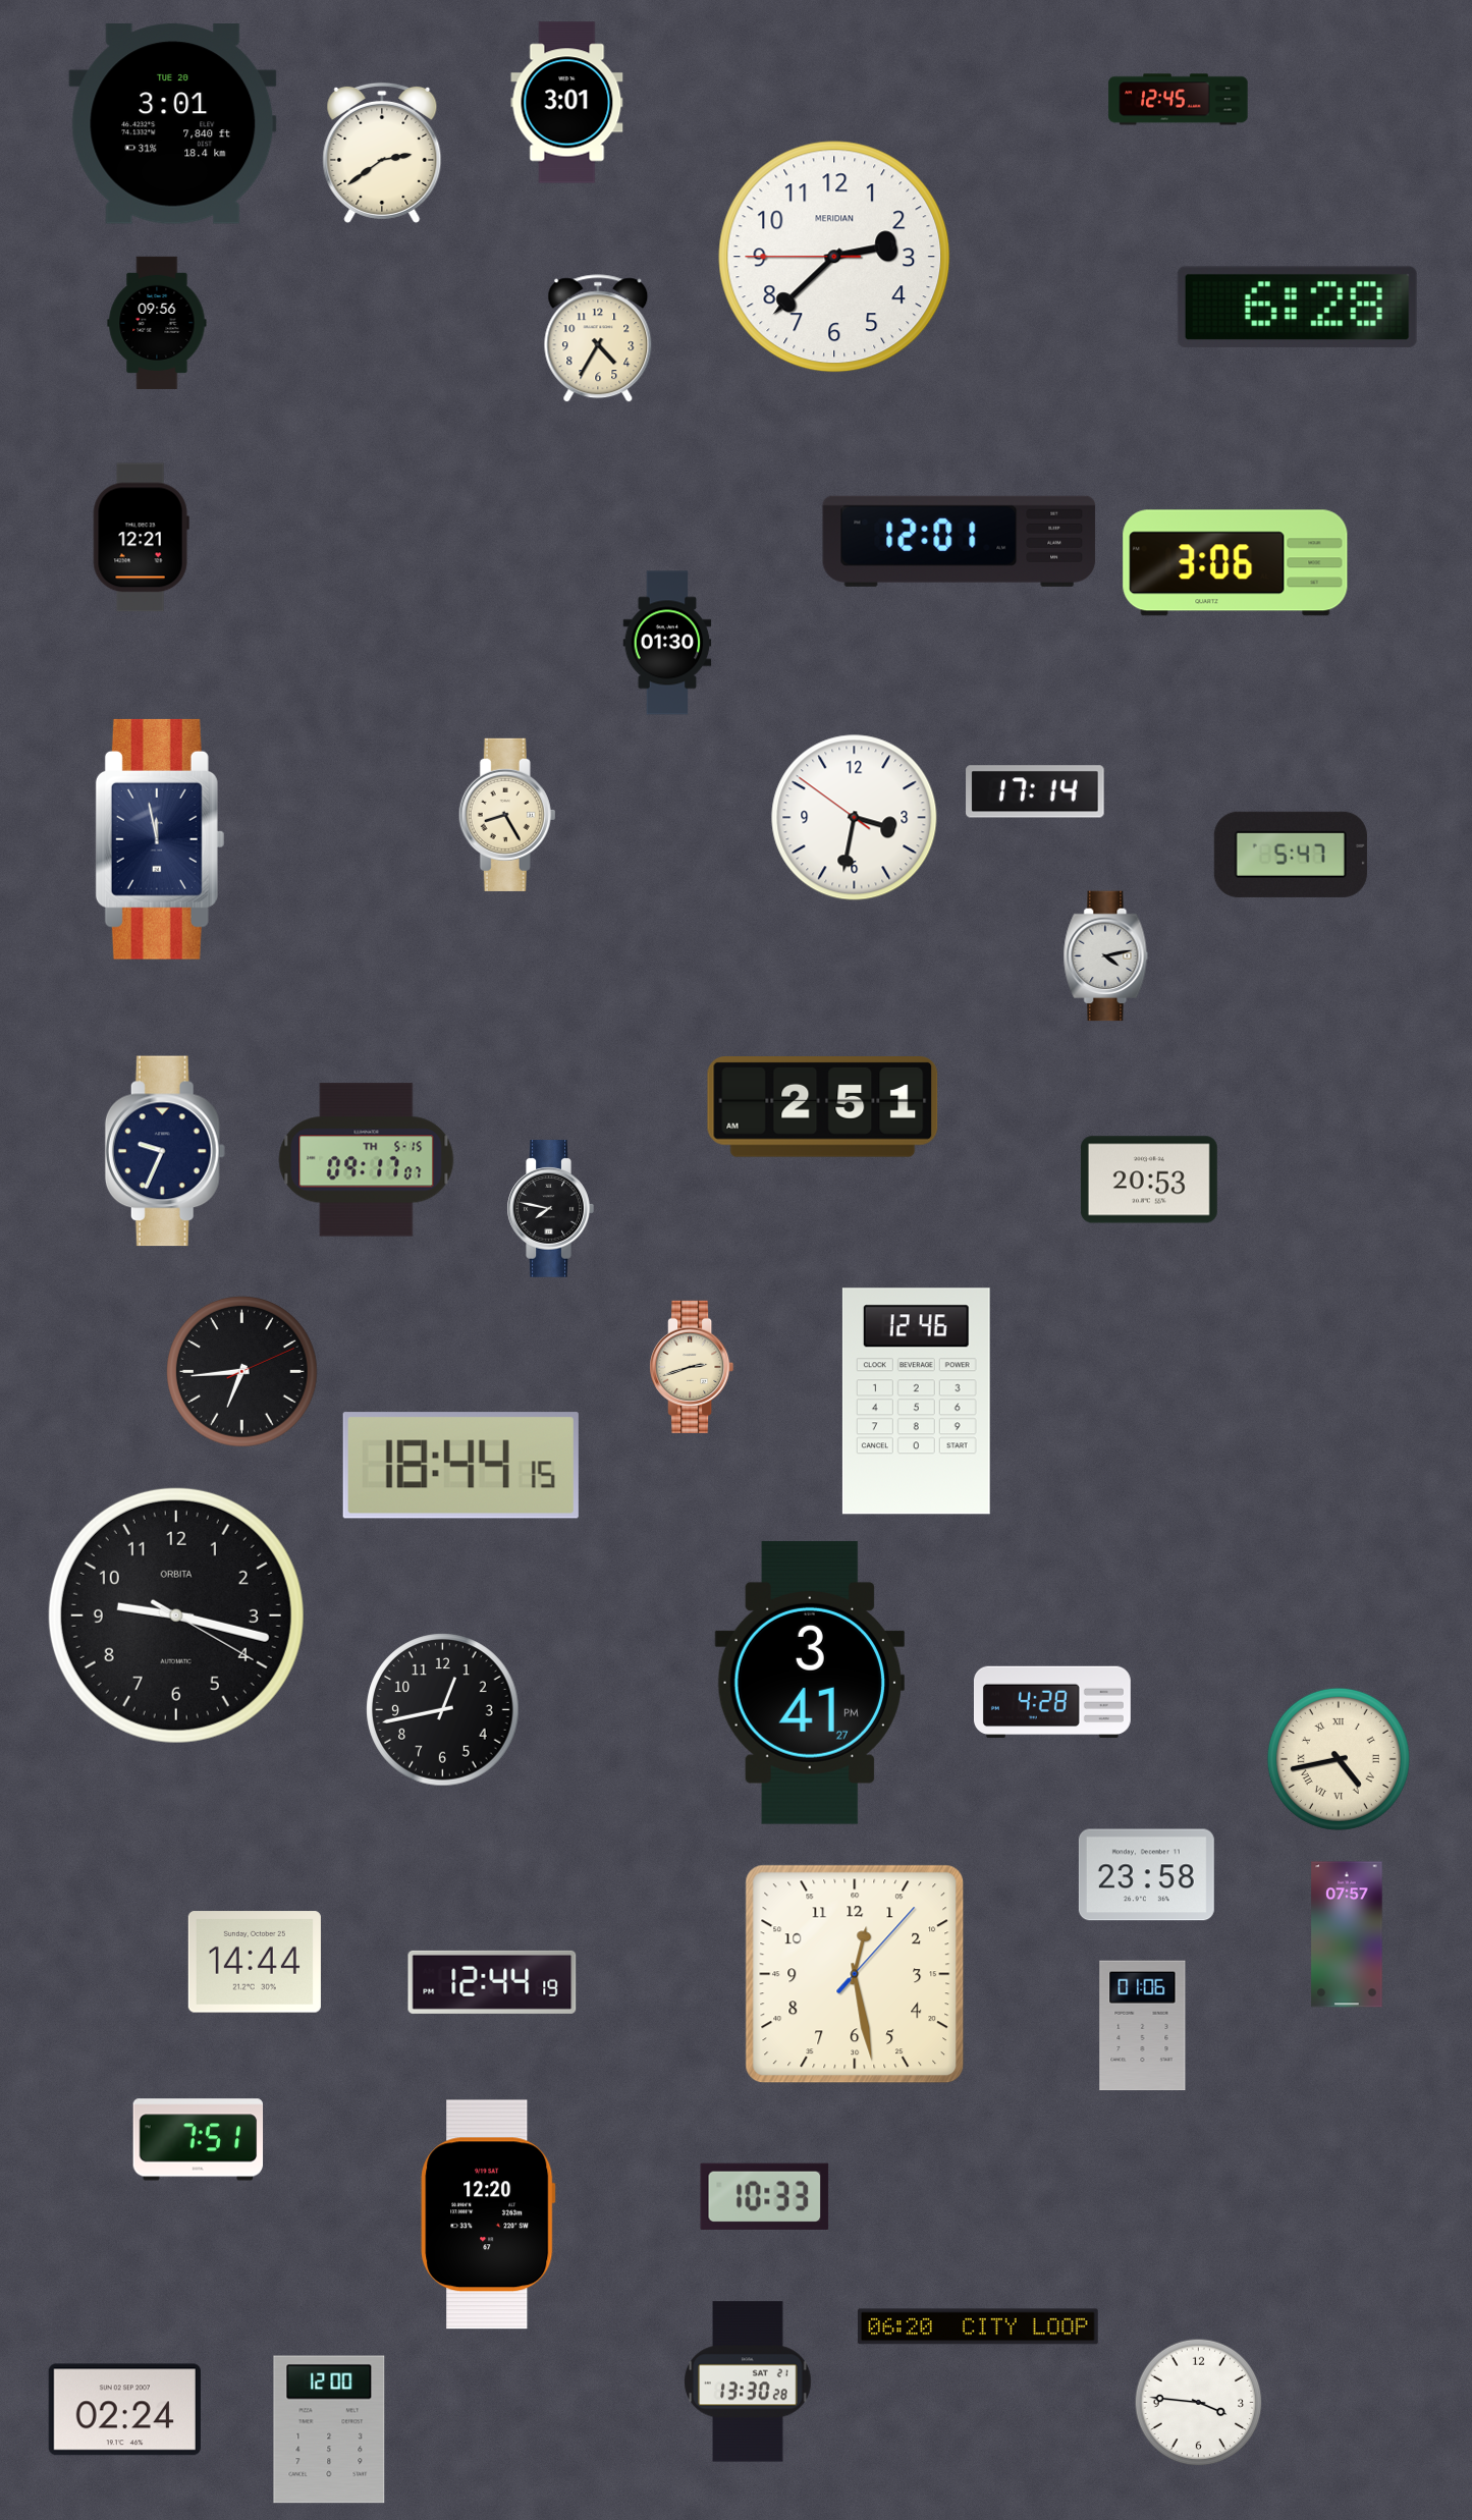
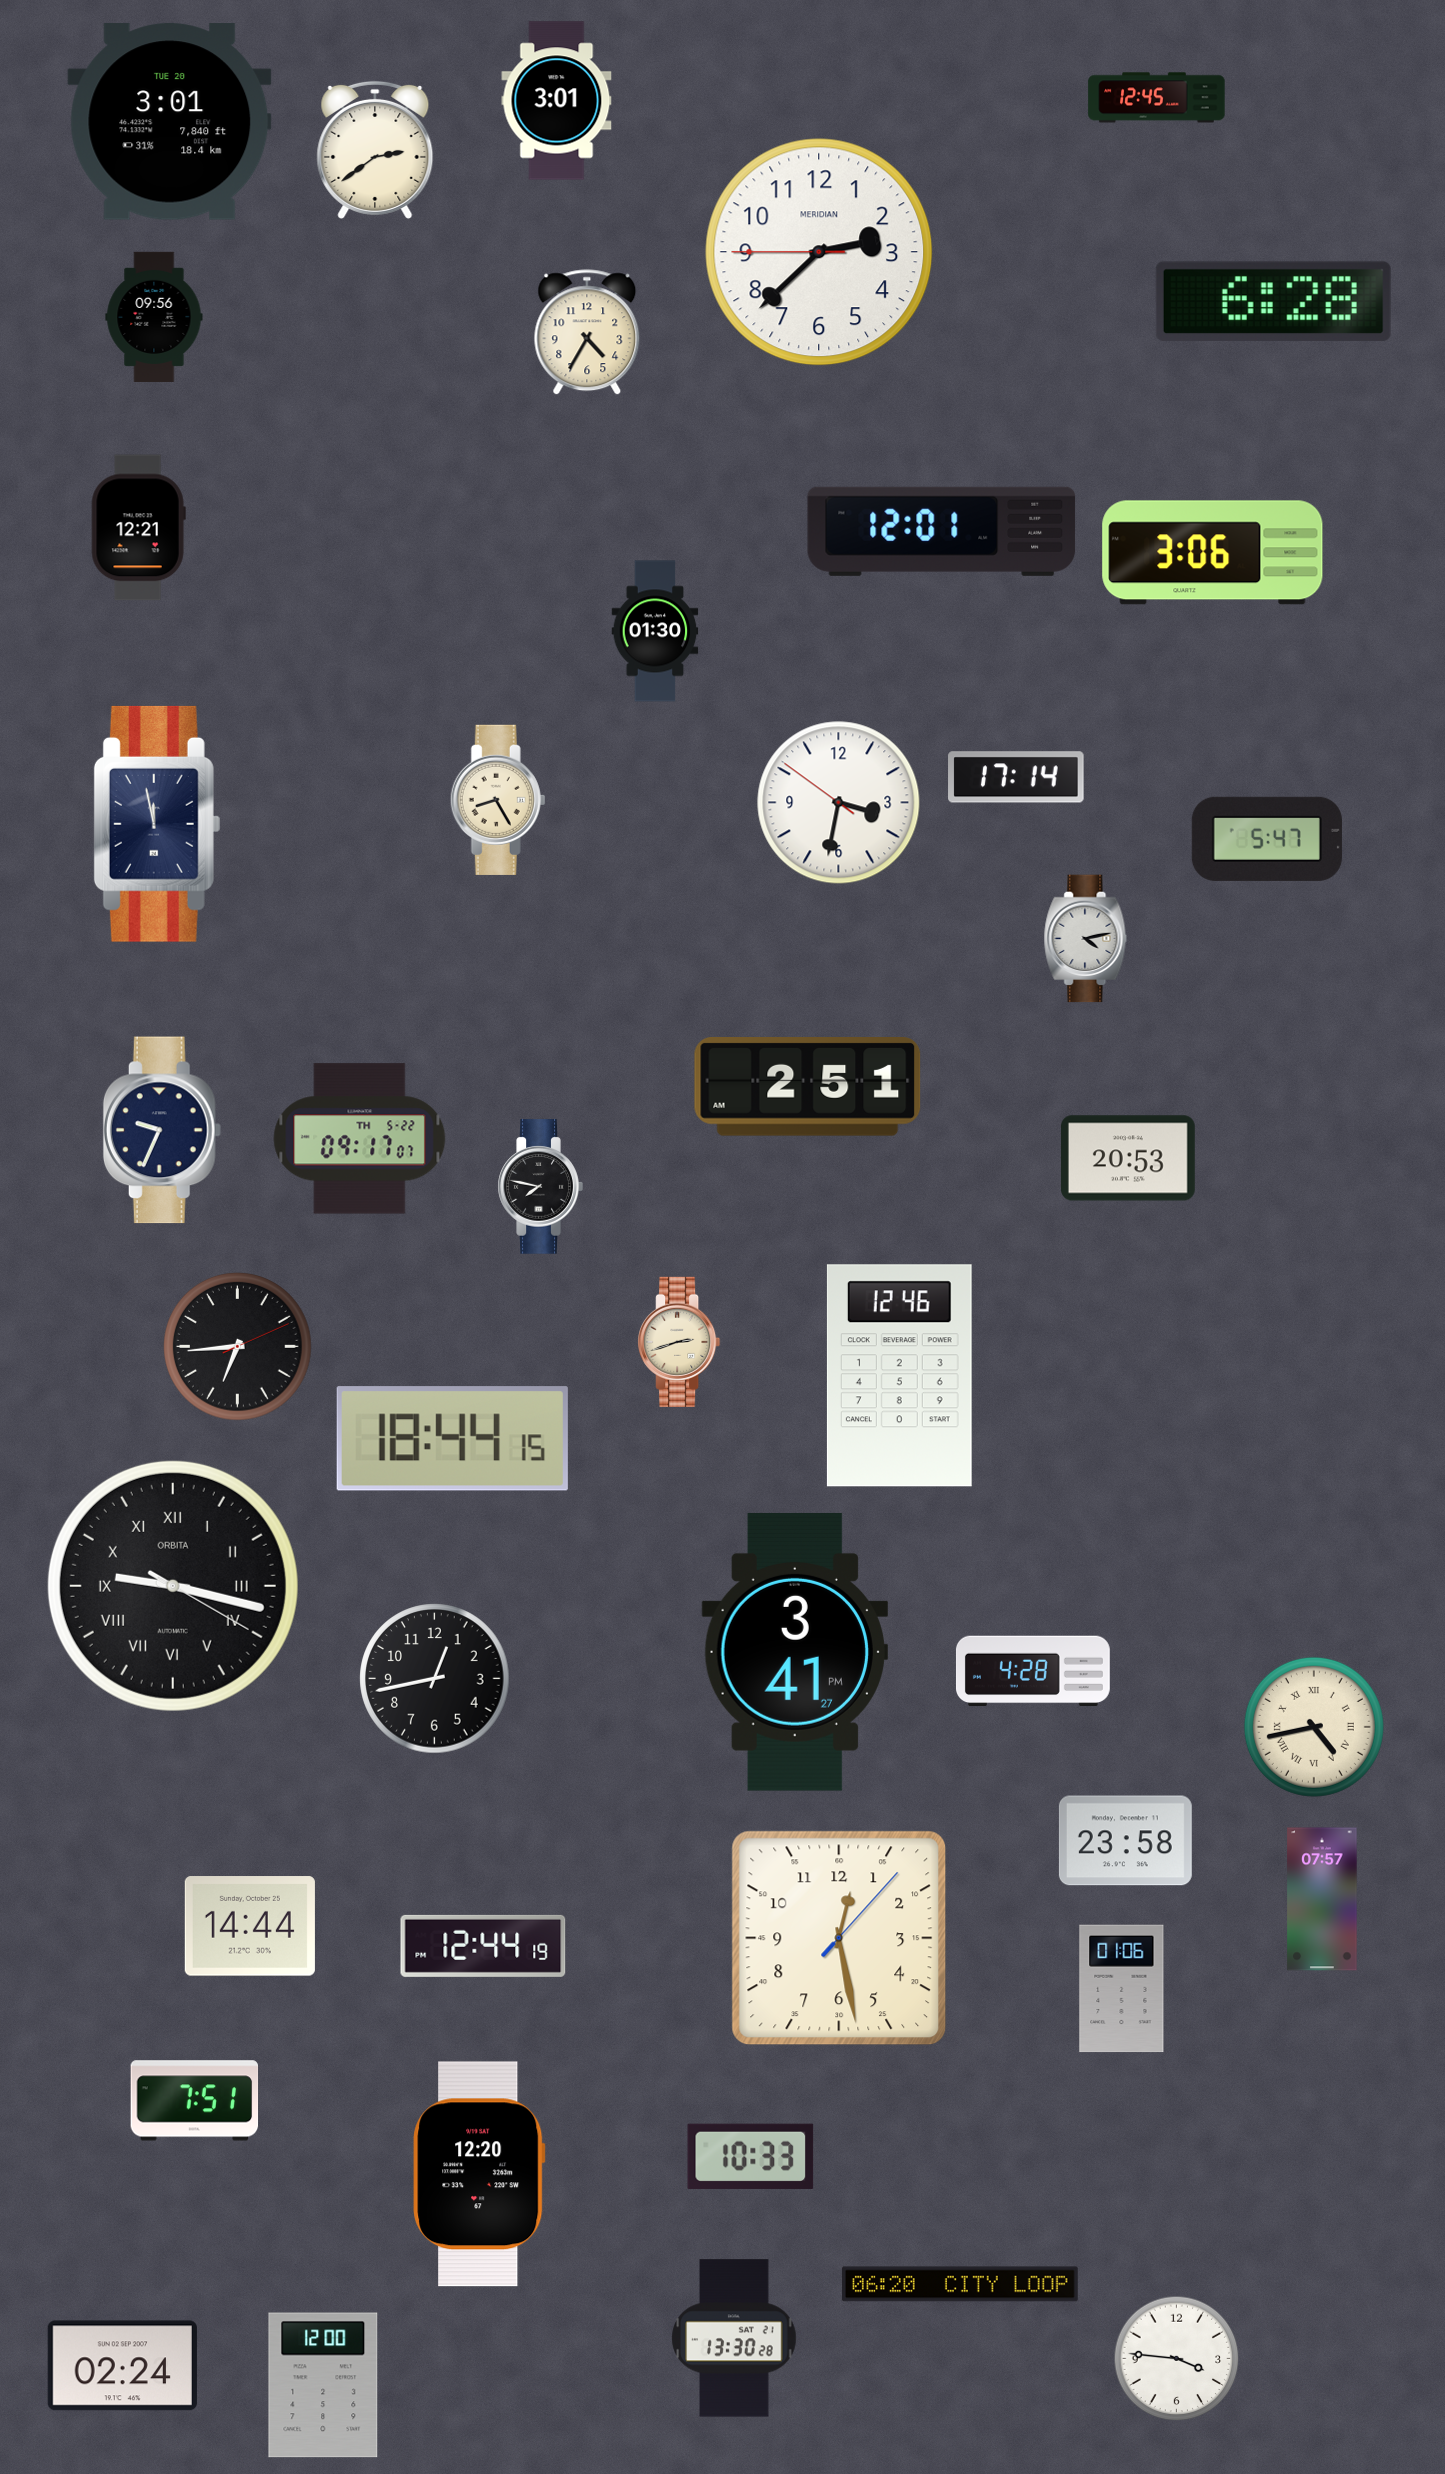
clock at (367, 1160) date: TH 5-15 -> TH 5-22
clock at (176, 1615) numerals: Arabic -> Roman
